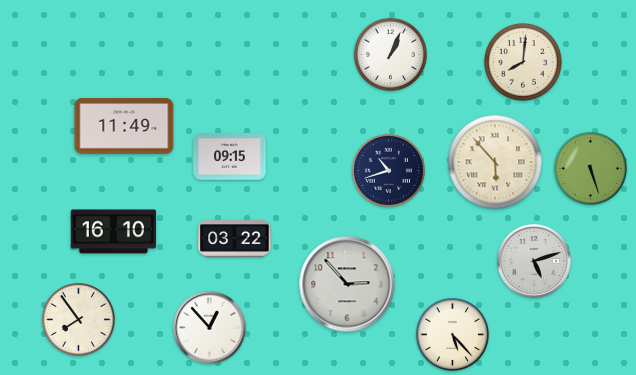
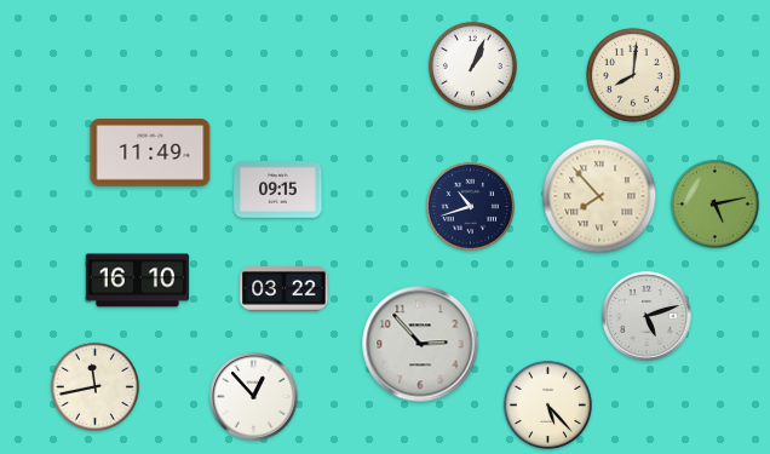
clock at (495, 162): 5:53 -> 7:53
clock at (590, 168): 5:27 -> 5:13
clock at (78, 319): 7:54 -> 11:43
